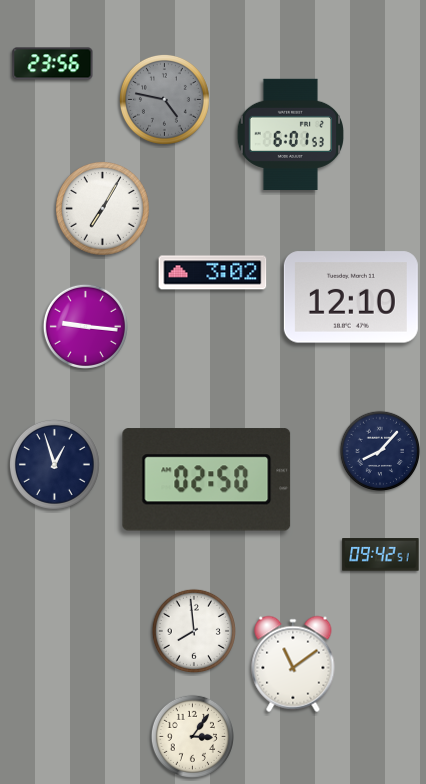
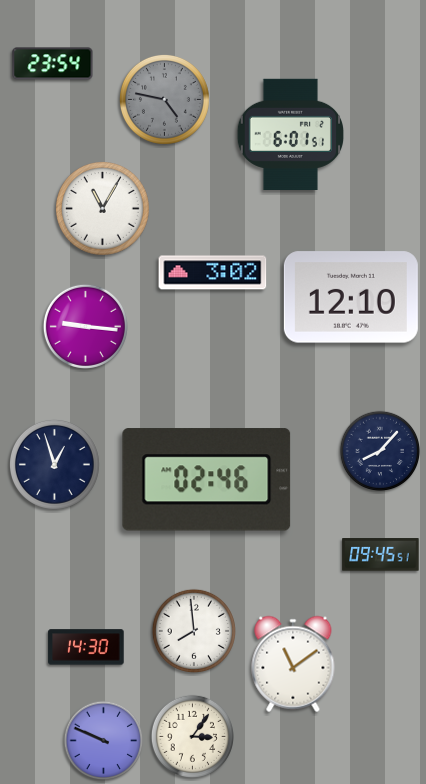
clock at (53, 64): 23:56 -> 23:54
clock at (290, 134): 6:01:53 -> 6:01:51
clock at (103, 209): 7:05 -> 11:05
clock at (207, 480): 02:50 -> 02:46
clock at (381, 555): 09:42 -> 09:45
clock at (86, 647): none -> 14:30
clock at (104, 741): none -> 9:49
